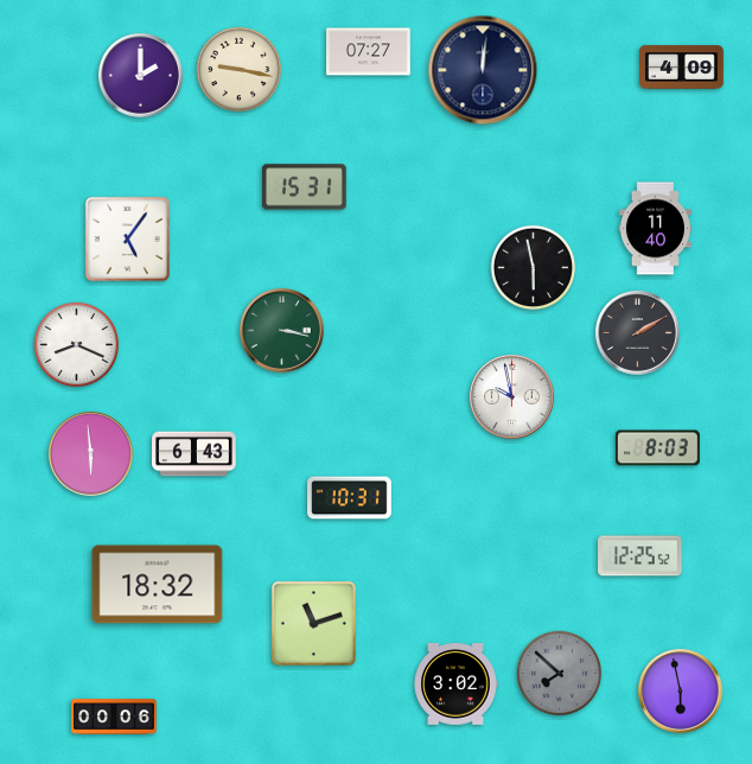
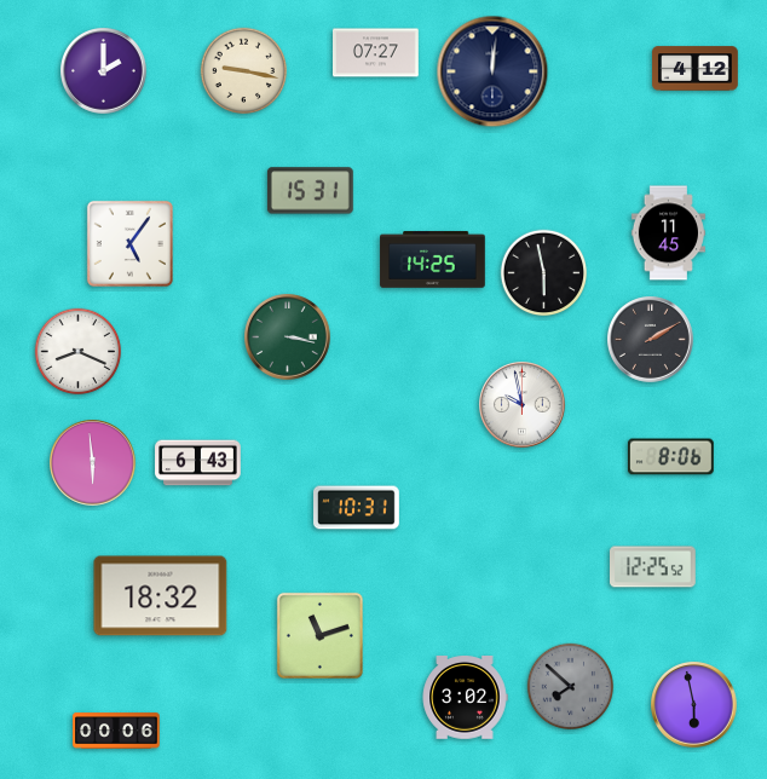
clock at (682, 68): 4:09 -> 4:12
clock at (141, 76) position: (141, 76) -> (104, 71)
clock at (655, 229): 11:40 -> 11:45
clock at (433, 260): none -> 14:25
clock at (657, 448): 8:03 -> 8:06
